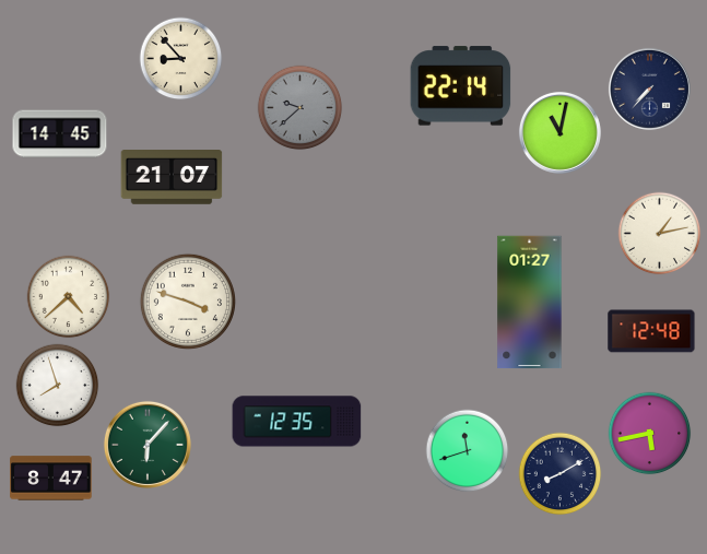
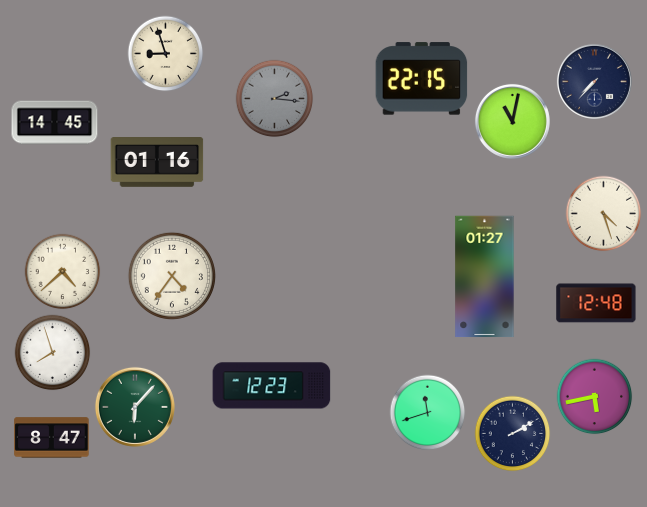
clock at (181, 59): 8:53 -> 8:57
clock at (461, 86): 22:14 -> 22:15
clock at (301, 108): 9:38 -> 2:16
clock at (172, 178): 21:07 -> 01:16
clock at (660, 234): 1:13 -> 4:27
clock at (187, 300): 3:48 -> 4:36
clock at (297, 422): 12:35 -> 12:23
clock at (561, 474): 8:10 -> 2:10
clock at (51, 479) position: (51, 479) -> (52, 438)
